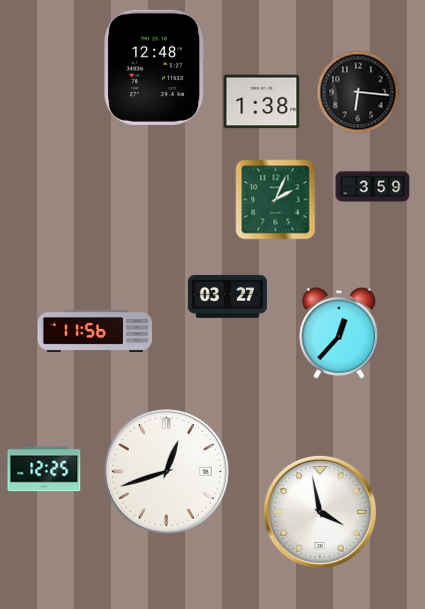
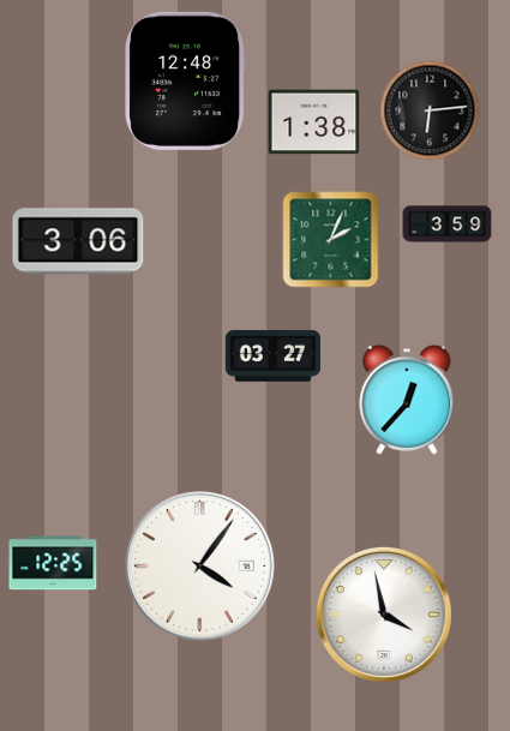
clock at (358, 92): 6:16 -> 6:14
clock at (78, 241): none -> 3:06
clock at (94, 331): 11:56 -> none
clock at (167, 472): 12:42 -> 4:06
